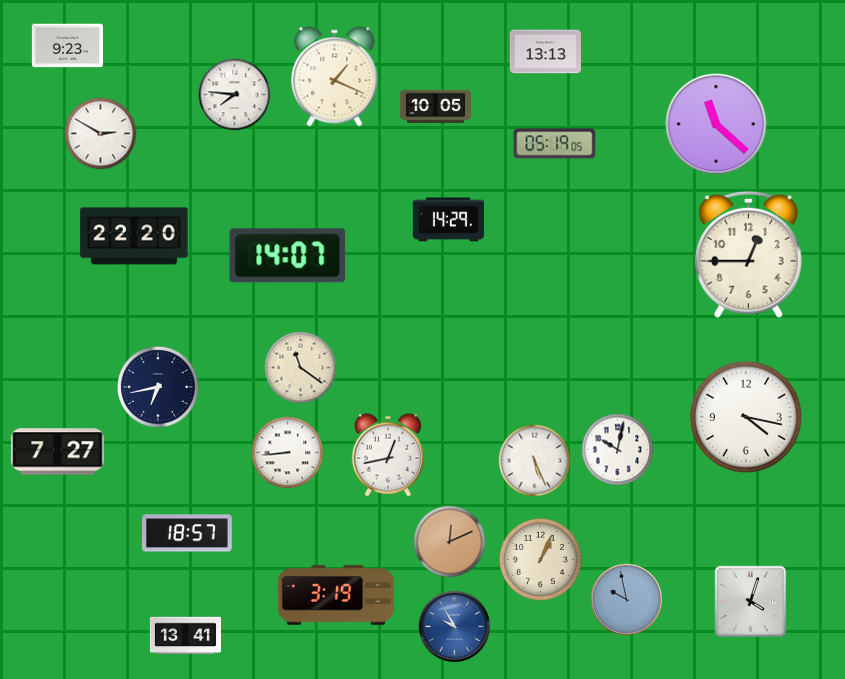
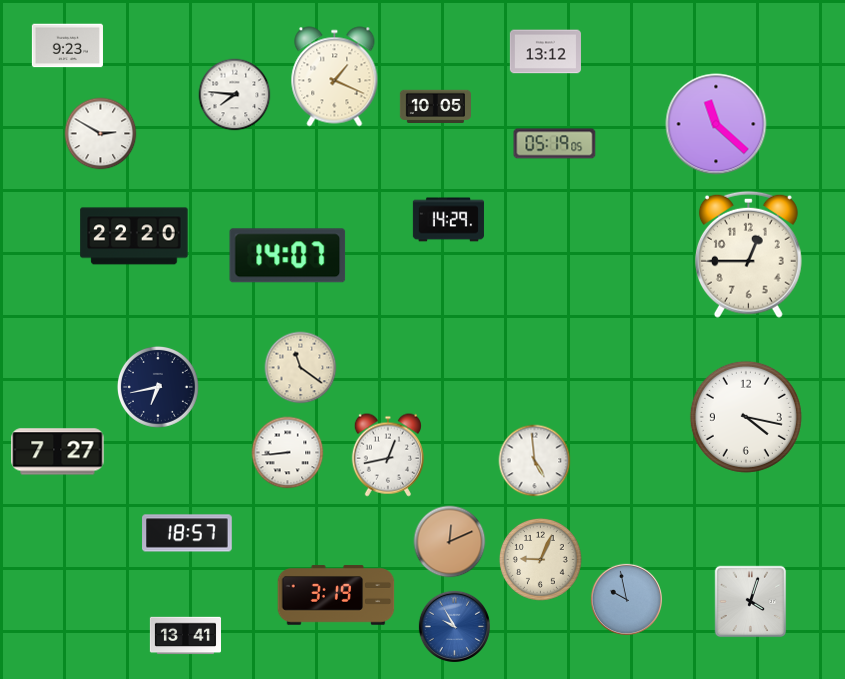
clock at (545, 52): 13:13 -> 13:12
clock at (618, 450): 10:02 -> none
clock at (535, 461): 5:26 -> 4:59
clock at (541, 560): 1:04 -> 9:04
